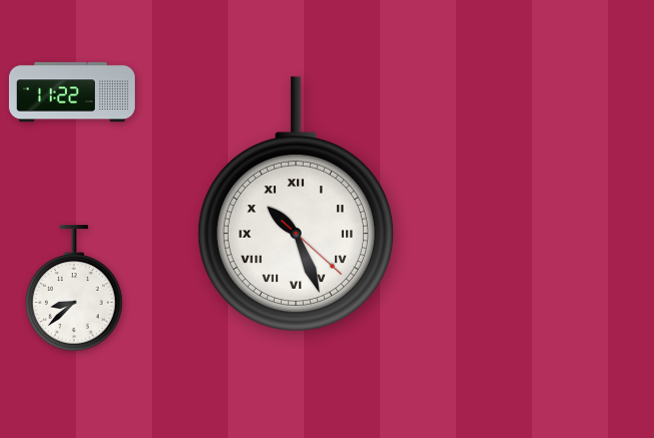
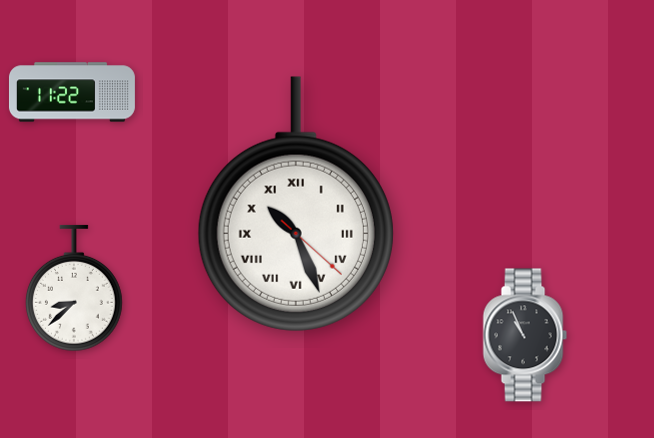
clock at (525, 335): none -> 10:56
